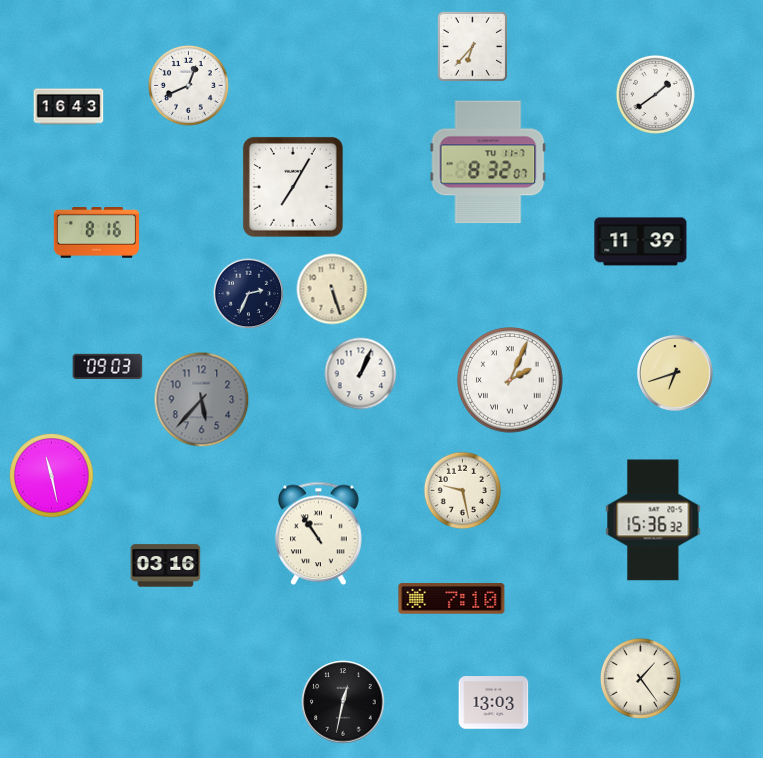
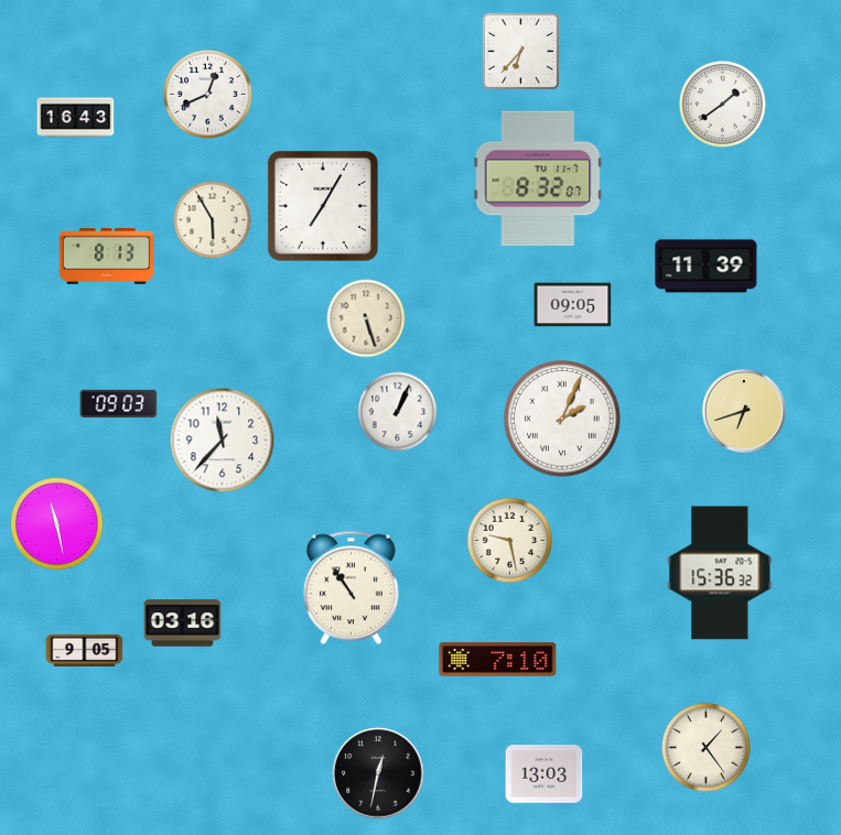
clock at (213, 220): none -> 5:55
clock at (96, 233): 8:16 -> 8:13
clock at (573, 305): none -> 09:05
clock at (249, 294): 2:34 -> none
clock at (202, 400): 5:37 -> 11:37
clock at (202, 400) dial: grey -> white
clock at (85, 650): none -> 9:05
